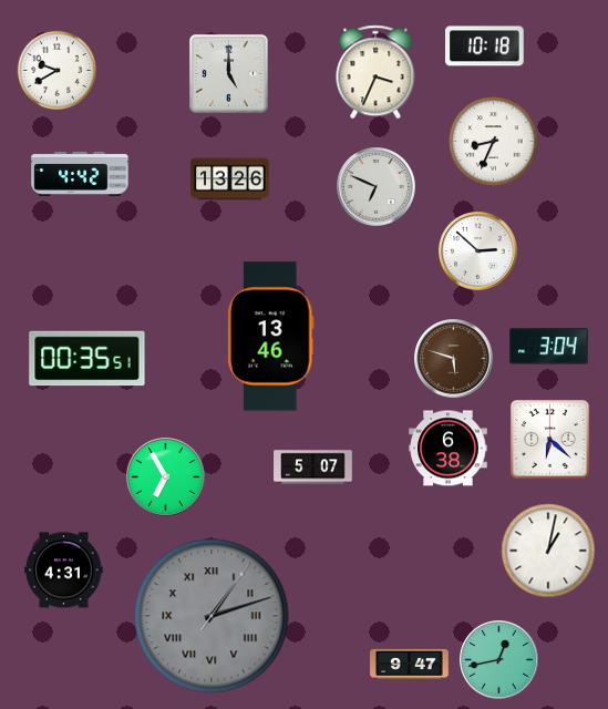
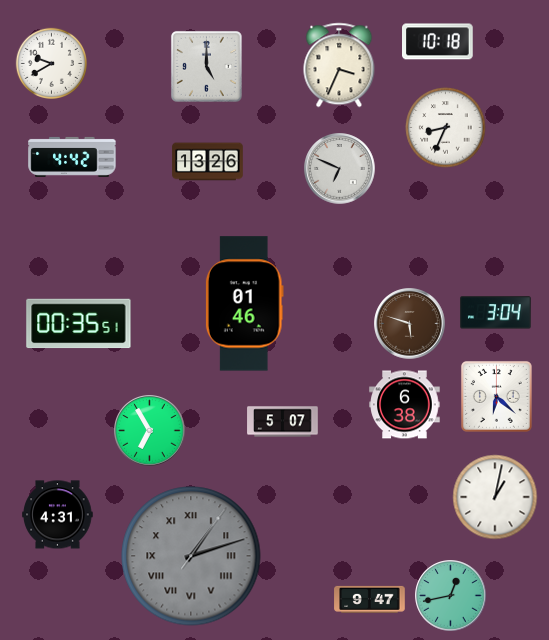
clock at (478, 251): 2:52 -> none
clock at (270, 337): 13:46 -> 01:46
